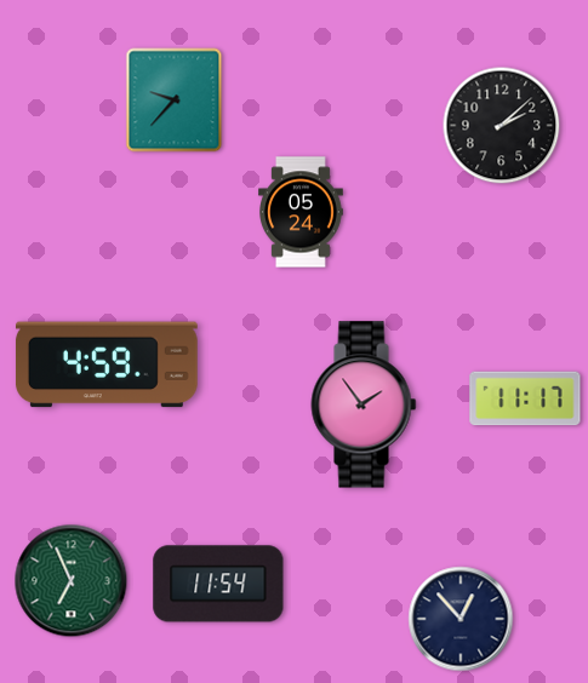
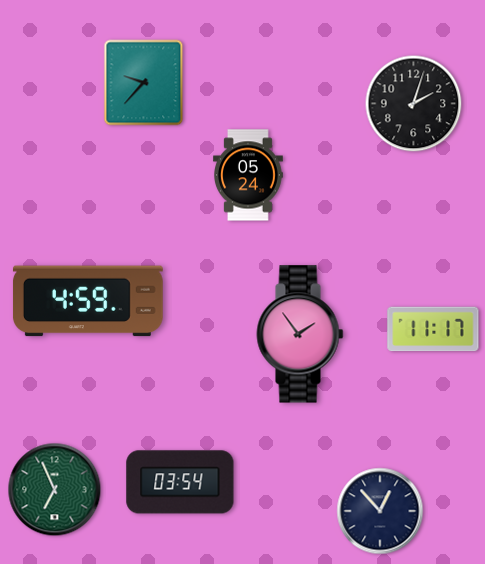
clock at (502, 126): 2:08 -> 2:03
clock at (72, 581) position: (72, 581) -> (55, 490)
clock at (218, 584): 11:54 -> 03:54
